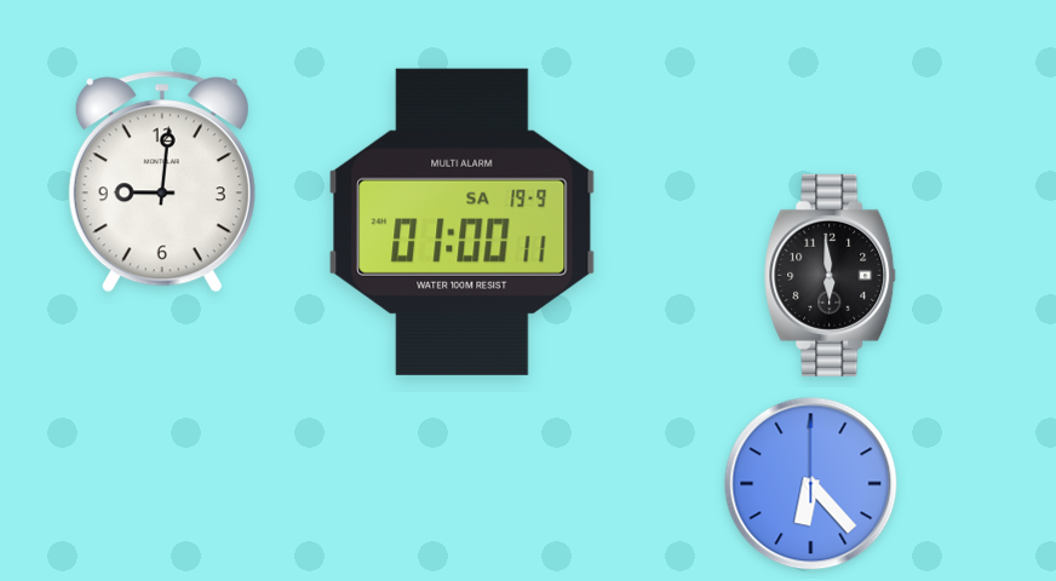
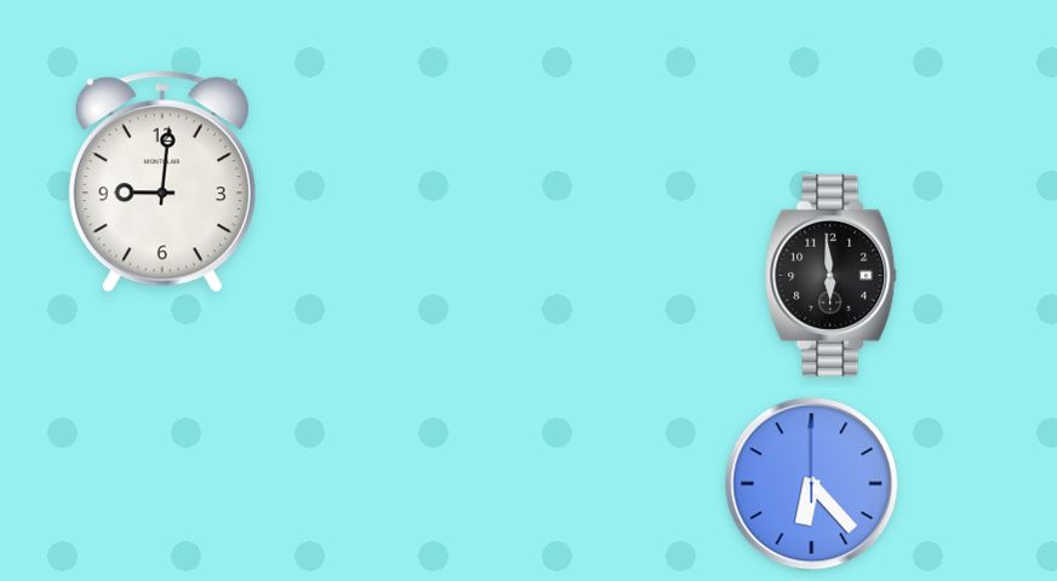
clock at (463, 222): 01:00 -> none
